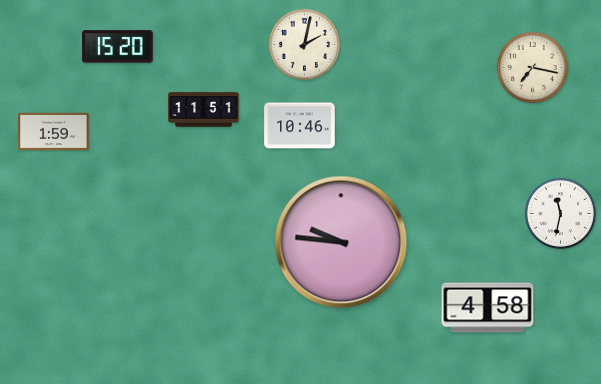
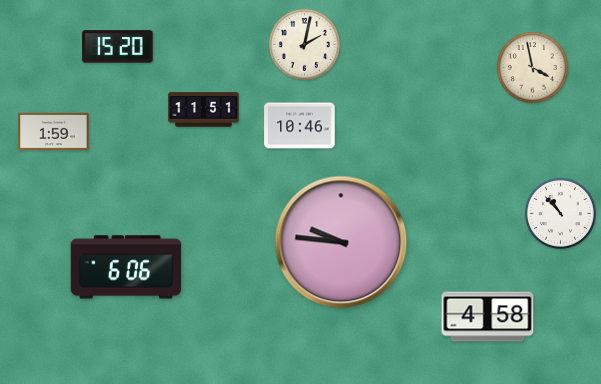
clock at (532, 67): 7:17 -> 3:58
clock at (560, 213): 11:32 -> 10:53
clock at (126, 267): none -> 6:06
clock at (488, 308) position: (488, 308) -> (488, 317)
